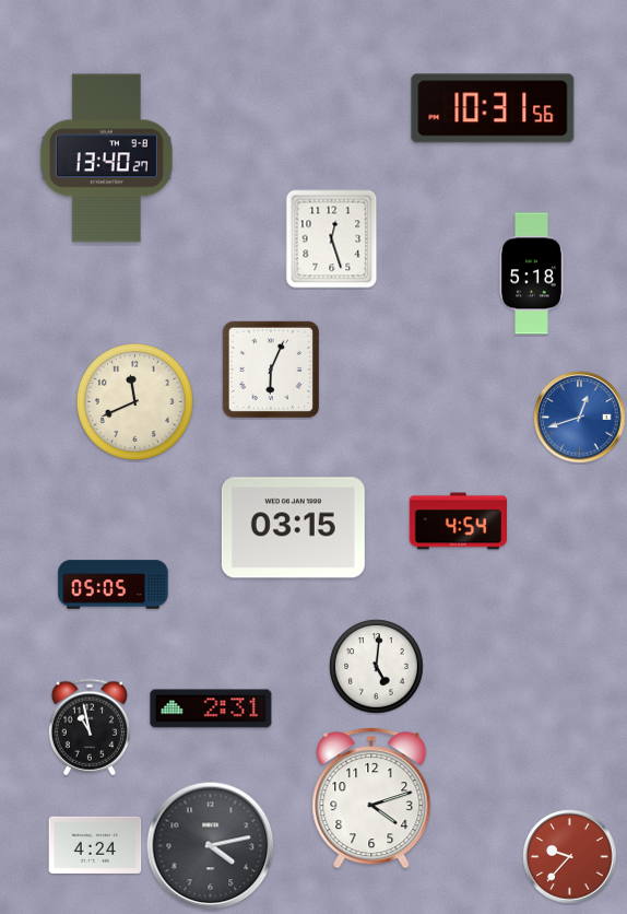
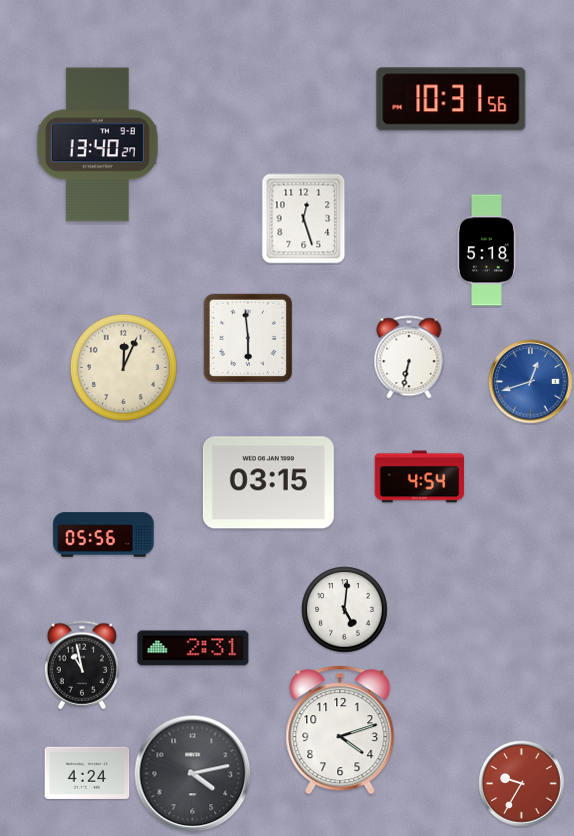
clock at (271, 370): 6:04 -> 5:59
clock at (409, 357): none -> 6:32
clock at (134, 401): 11:41 -> 12:04
clock at (114, 585): 05:05 -> 05:56
clock at (570, 857): 9:37 -> 9:35
